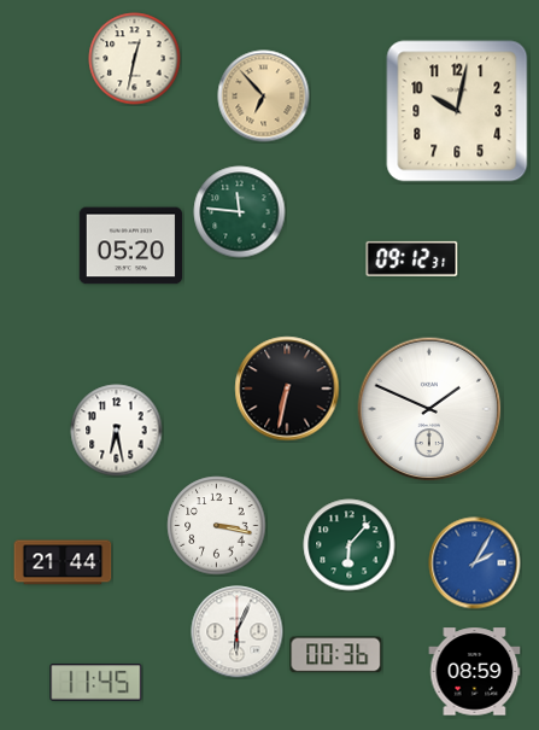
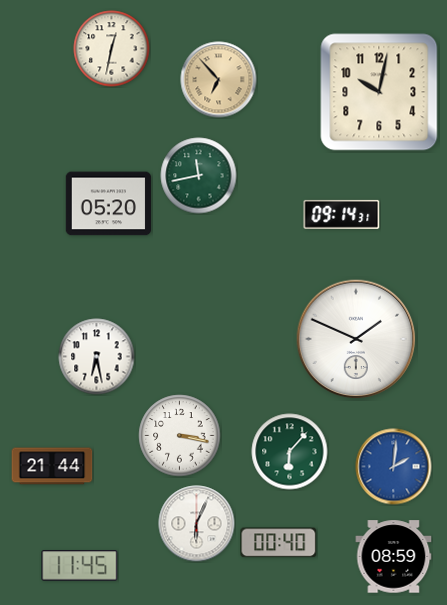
clock at (240, 212): 11:46 -> 11:43
clock at (412, 258): 09:12 -> 09:14
clock at (287, 389): 6:32 -> none
clock at (475, 563): 2:05 -> 2:01
clock at (336, 655): 00:36 -> 00:40
